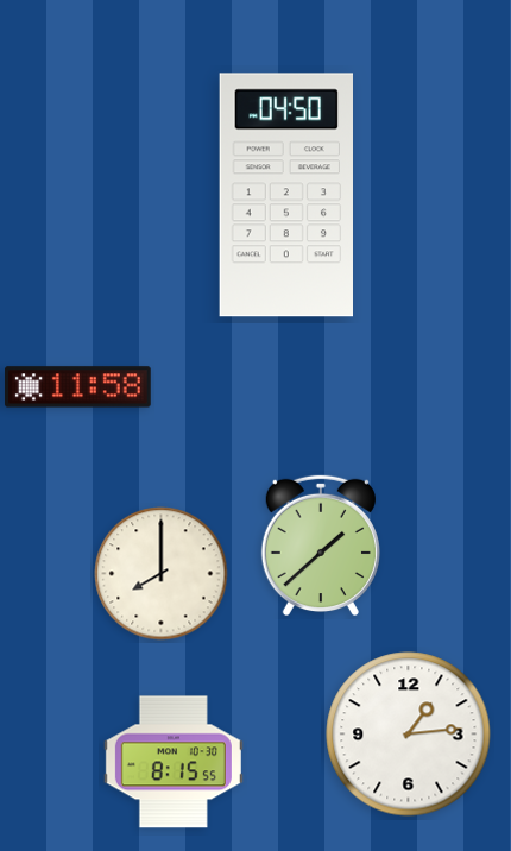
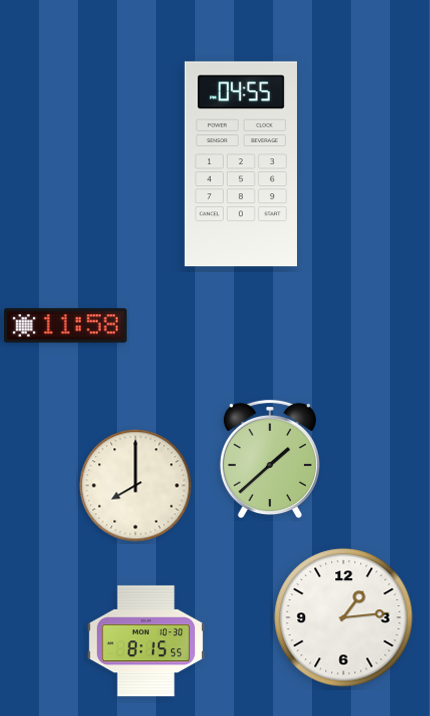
clock at (285, 195): 04:50 -> 04:55
clock at (162, 574) position: (162, 574) -> (136, 486)
